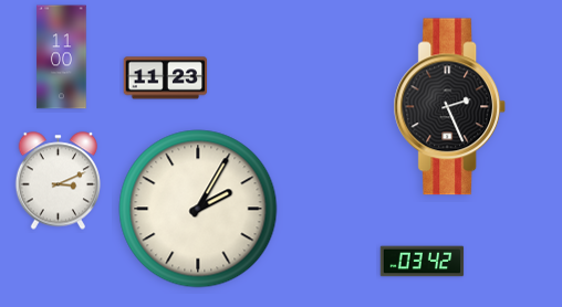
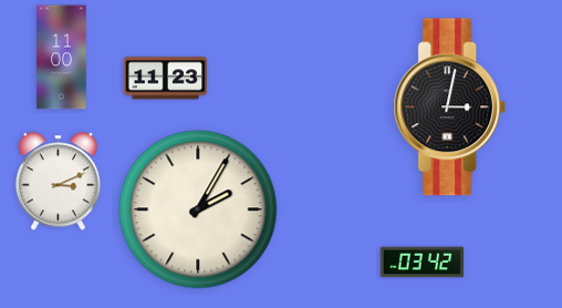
clock at (450, 107): 2:26 -> 3:02
